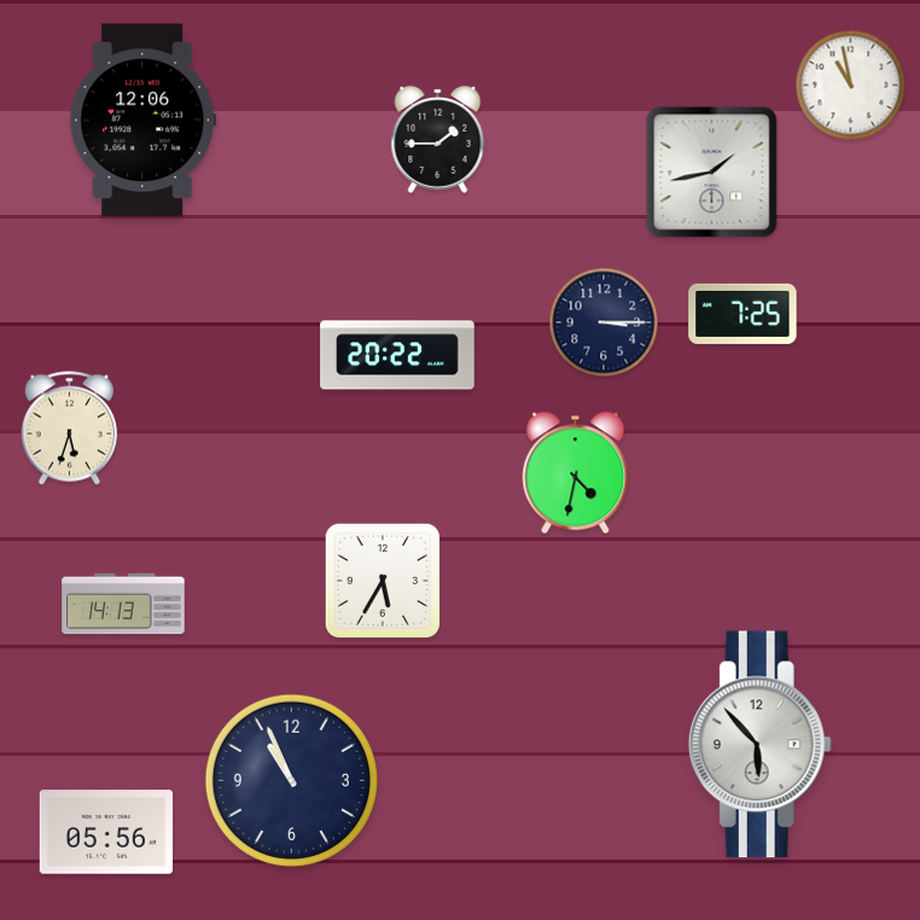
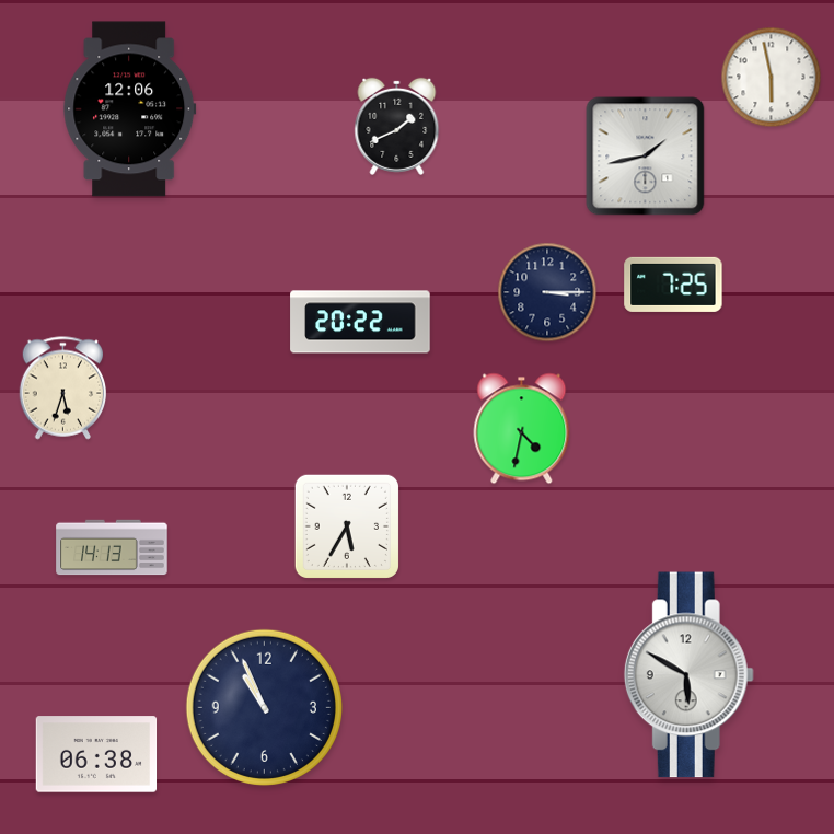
clock at (851, 86): 10:58 -> 5:58
clock at (438, 139): 1:45 -> 1:41
clock at (759, 745): 5:53 -> 5:50
clock at (106, 832): 05:56 -> 06:38
